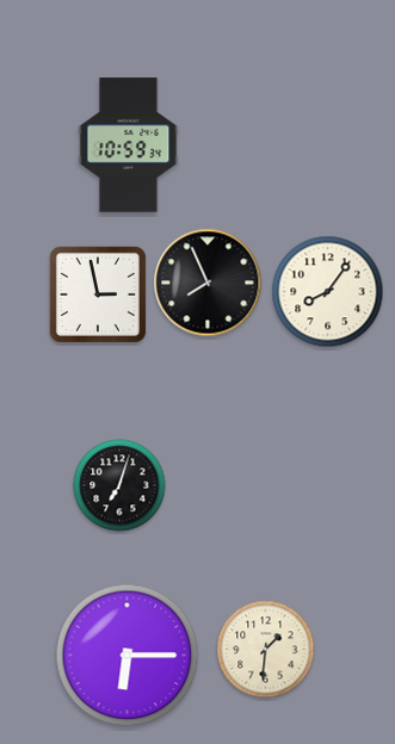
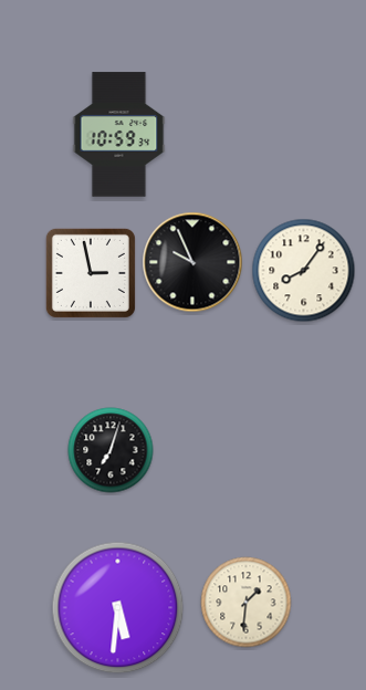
clock at (208, 283): 7:56 -> 9:56
clock at (128, 656): 6:15 -> 5:31
